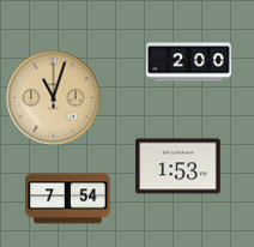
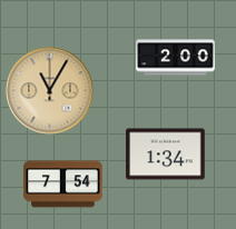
clock at (54, 98): 11:03 -> 11:05
clock at (179, 167): 1:53 -> 1:34
